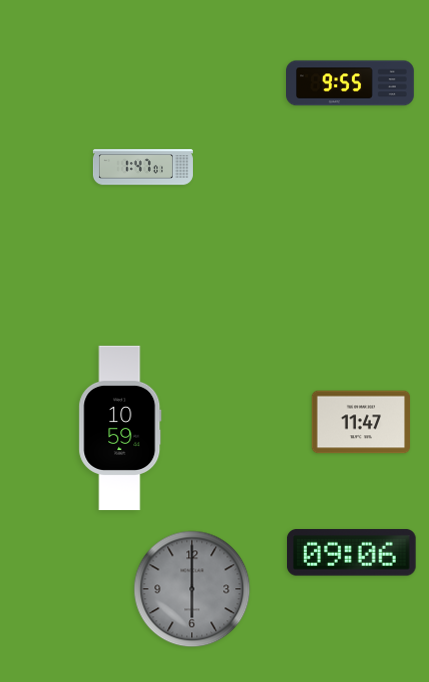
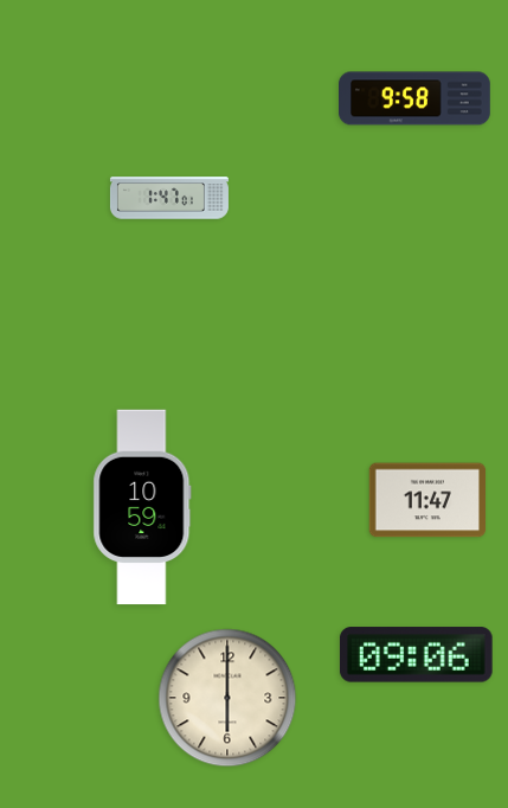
clock at (351, 83): 9:55 -> 9:58
clock at (192, 589) dial: grey -> cream
